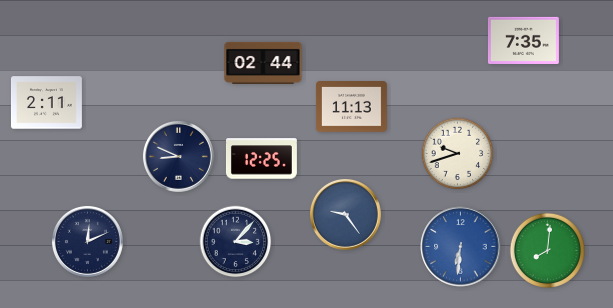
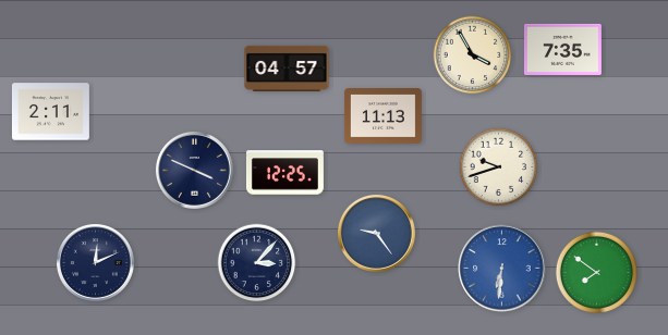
clock at (523, 40) position: (523, 40) -> (562, 49)
clock at (473, 55): none -> 3:55
clock at (263, 63): 02:44 -> 04:57
clock at (178, 156): 8:49 -> 3:49
clock at (547, 250): 8:01 -> 7:51
